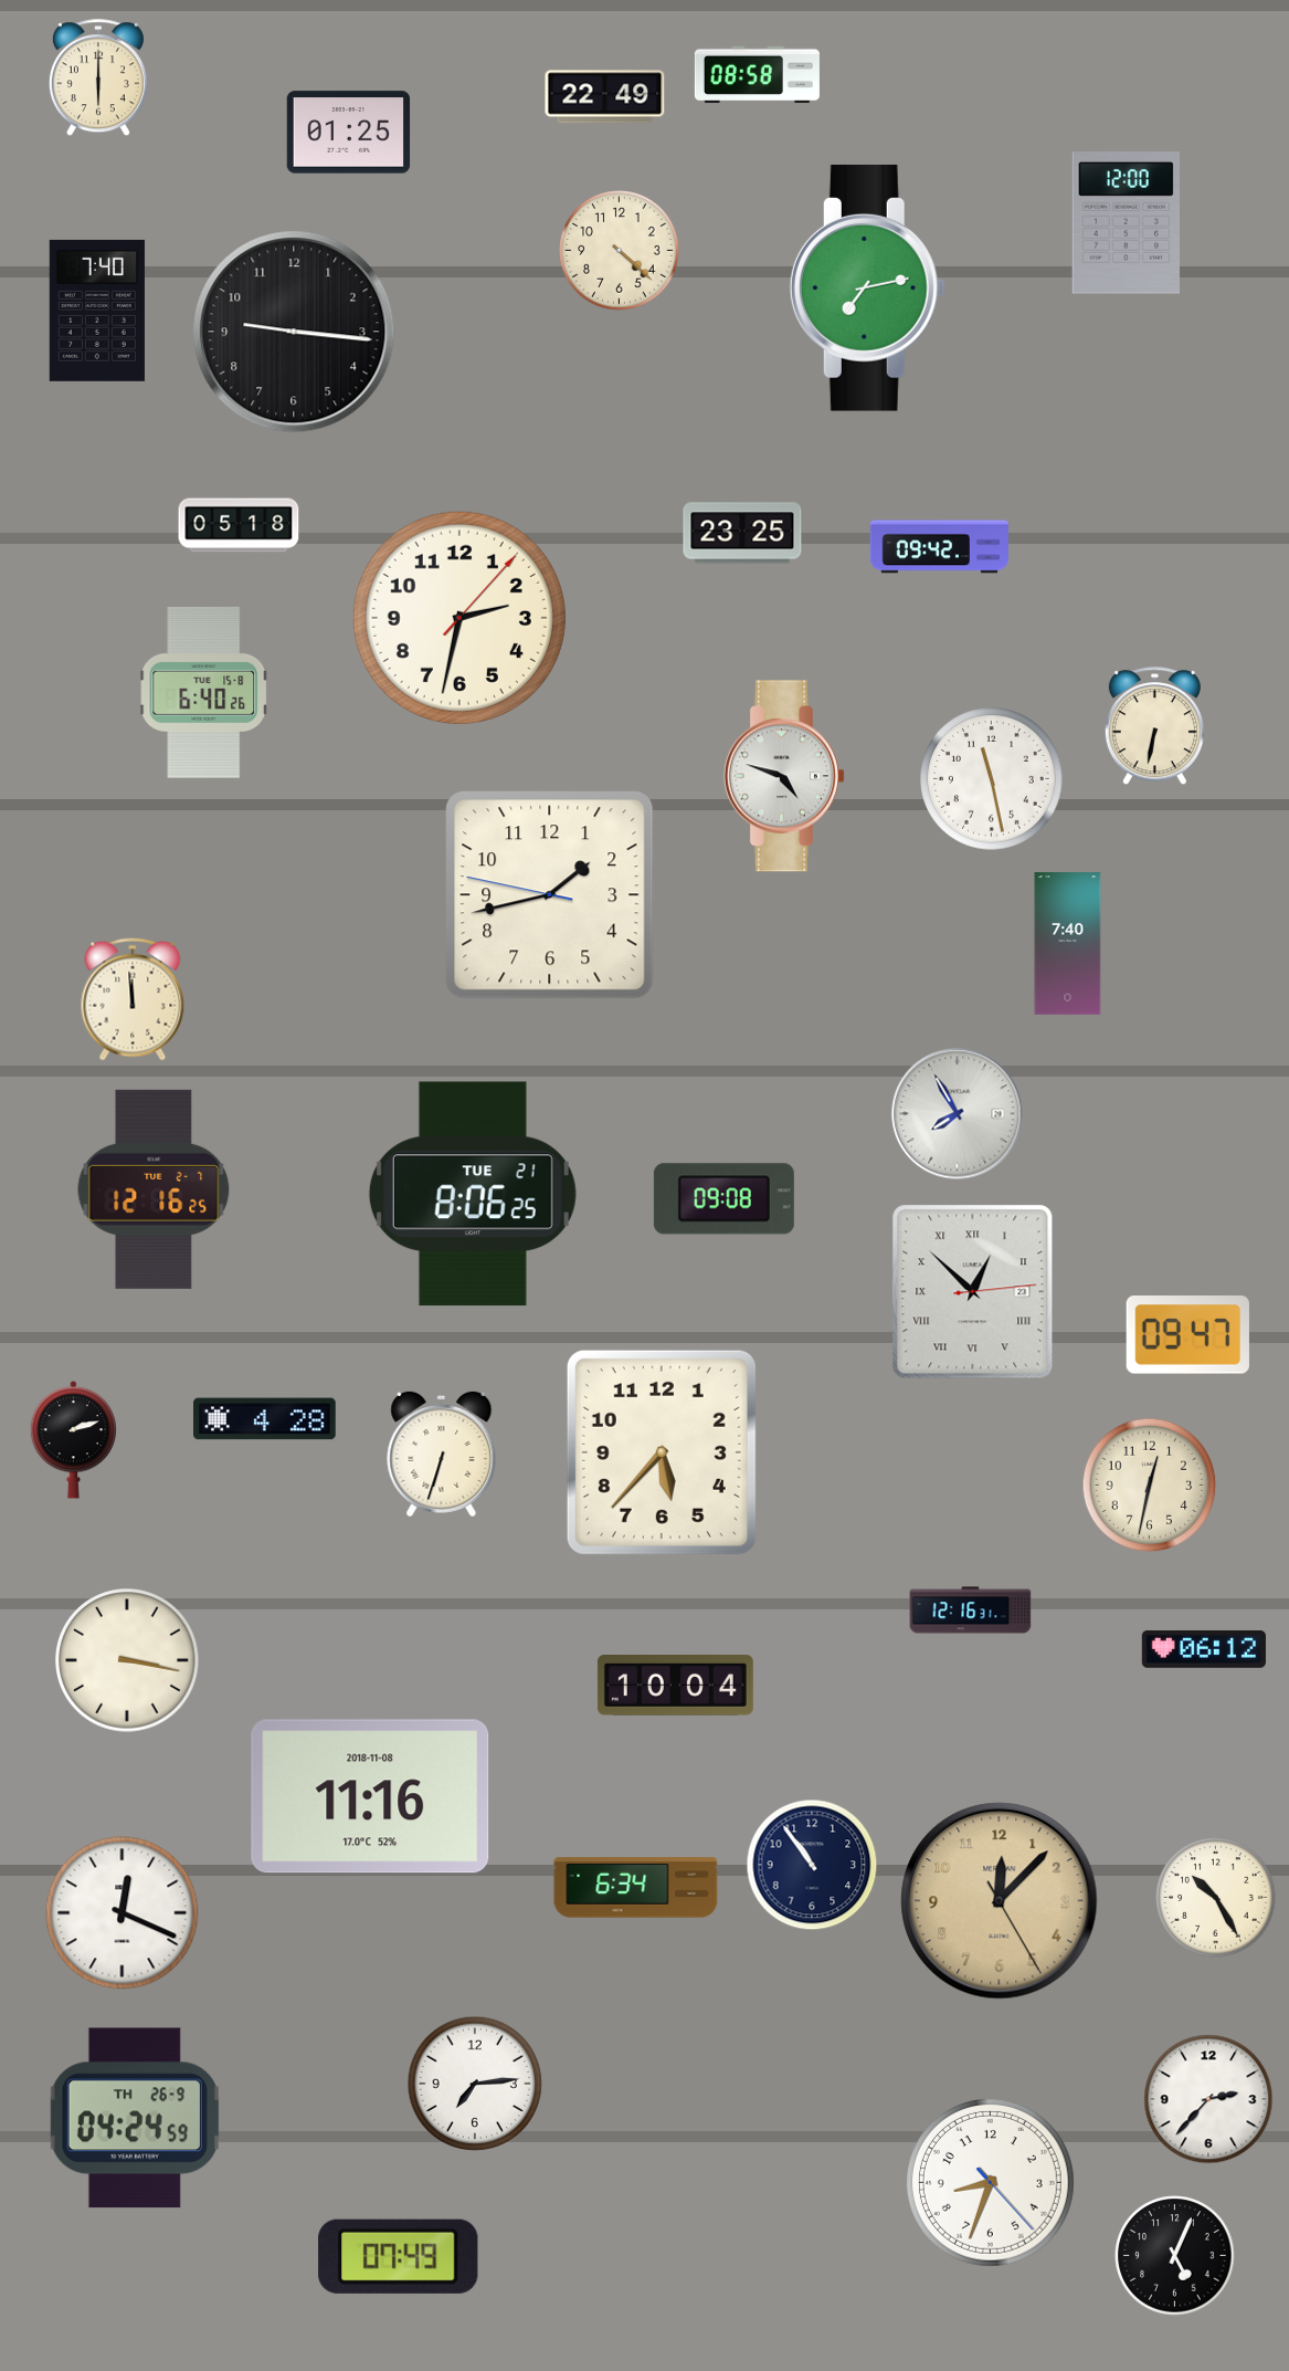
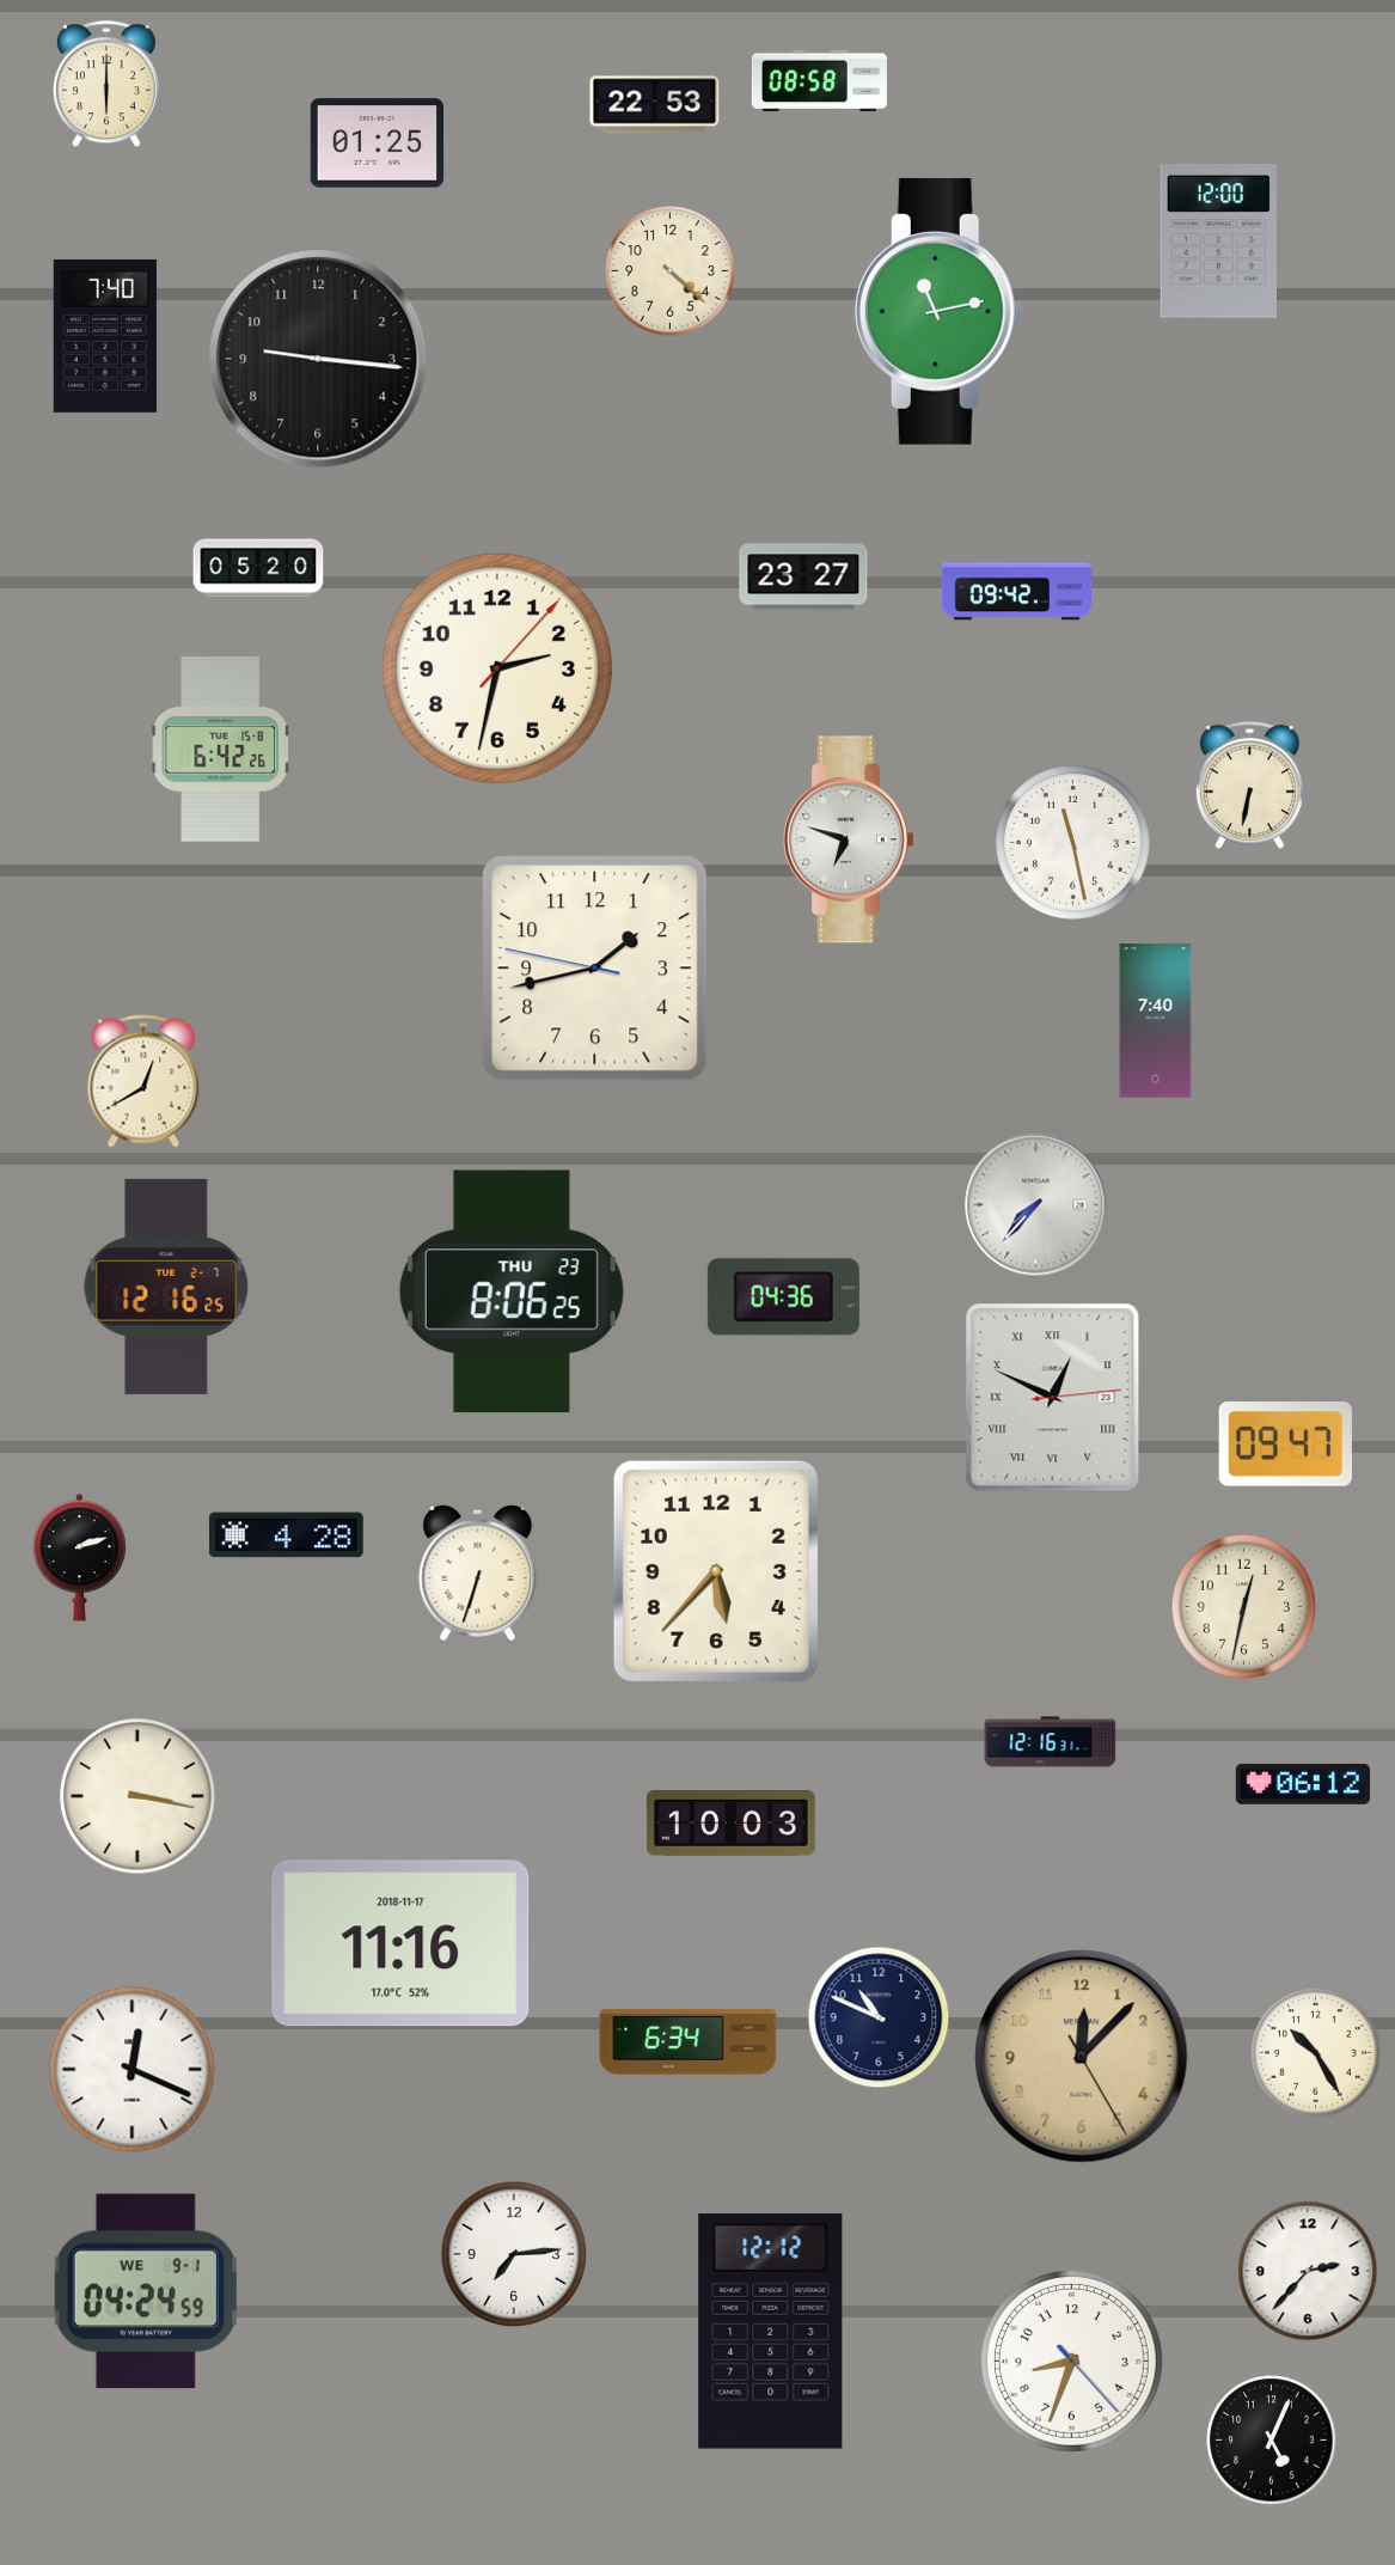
clock at (605, 97): 22:49 -> 22:53
clock at (867, 287): 7:13 -> 11:13
clock at (239, 525): 05:18 -> 05:20
clock at (742, 533): 23:25 -> 23:27
clock at (204, 692): 6:40 -> 6:42
clock at (784, 776): 4:48 -> 6:48
clock at (133, 999): 11:59 -> 12:40
clock at (958, 1114): 7:55 -> 7:37
clock at (473, 1194) date: TUE 21 -> THU 23
clock at (723, 1199): 09:08 -> 04:36
clock at (973, 1292): 12:52 -> 12:49
clock at (675, 1686): 10:04 -> 10:03
clock at (370, 1796) date: 2018-11-08 -> 2018-11-17
clock at (812, 1865): 10:54 -> 10:49
clock at (135, 2118) date: TH 26-9 -> WE 9-1
clock at (771, 2332): none -> 12:12
clock at (399, 2256): 07:49 -> none
